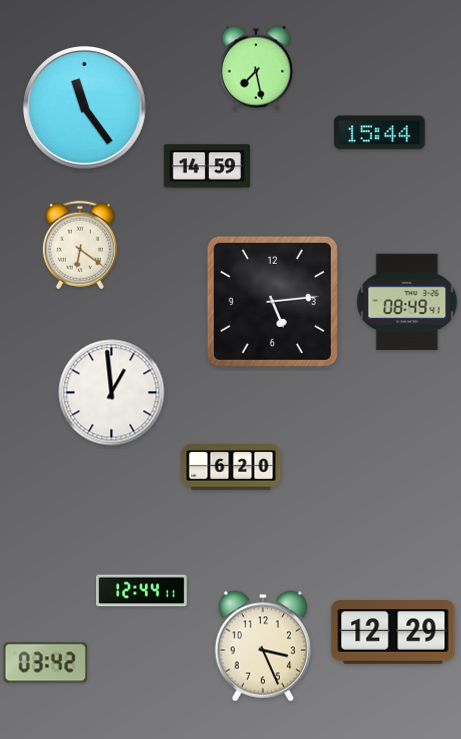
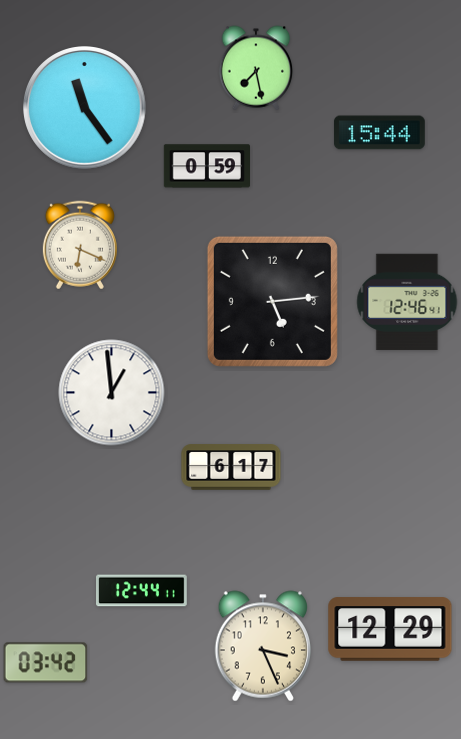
clock at (206, 166): 14:59 -> 0:59
clock at (80, 245): 6:21 -> 6:19
clock at (407, 302): 08:49 -> 12:46
clock at (231, 467): 6:20 -> 6:17
clock at (393, 632) position: (393, 632) -> (390, 629)
